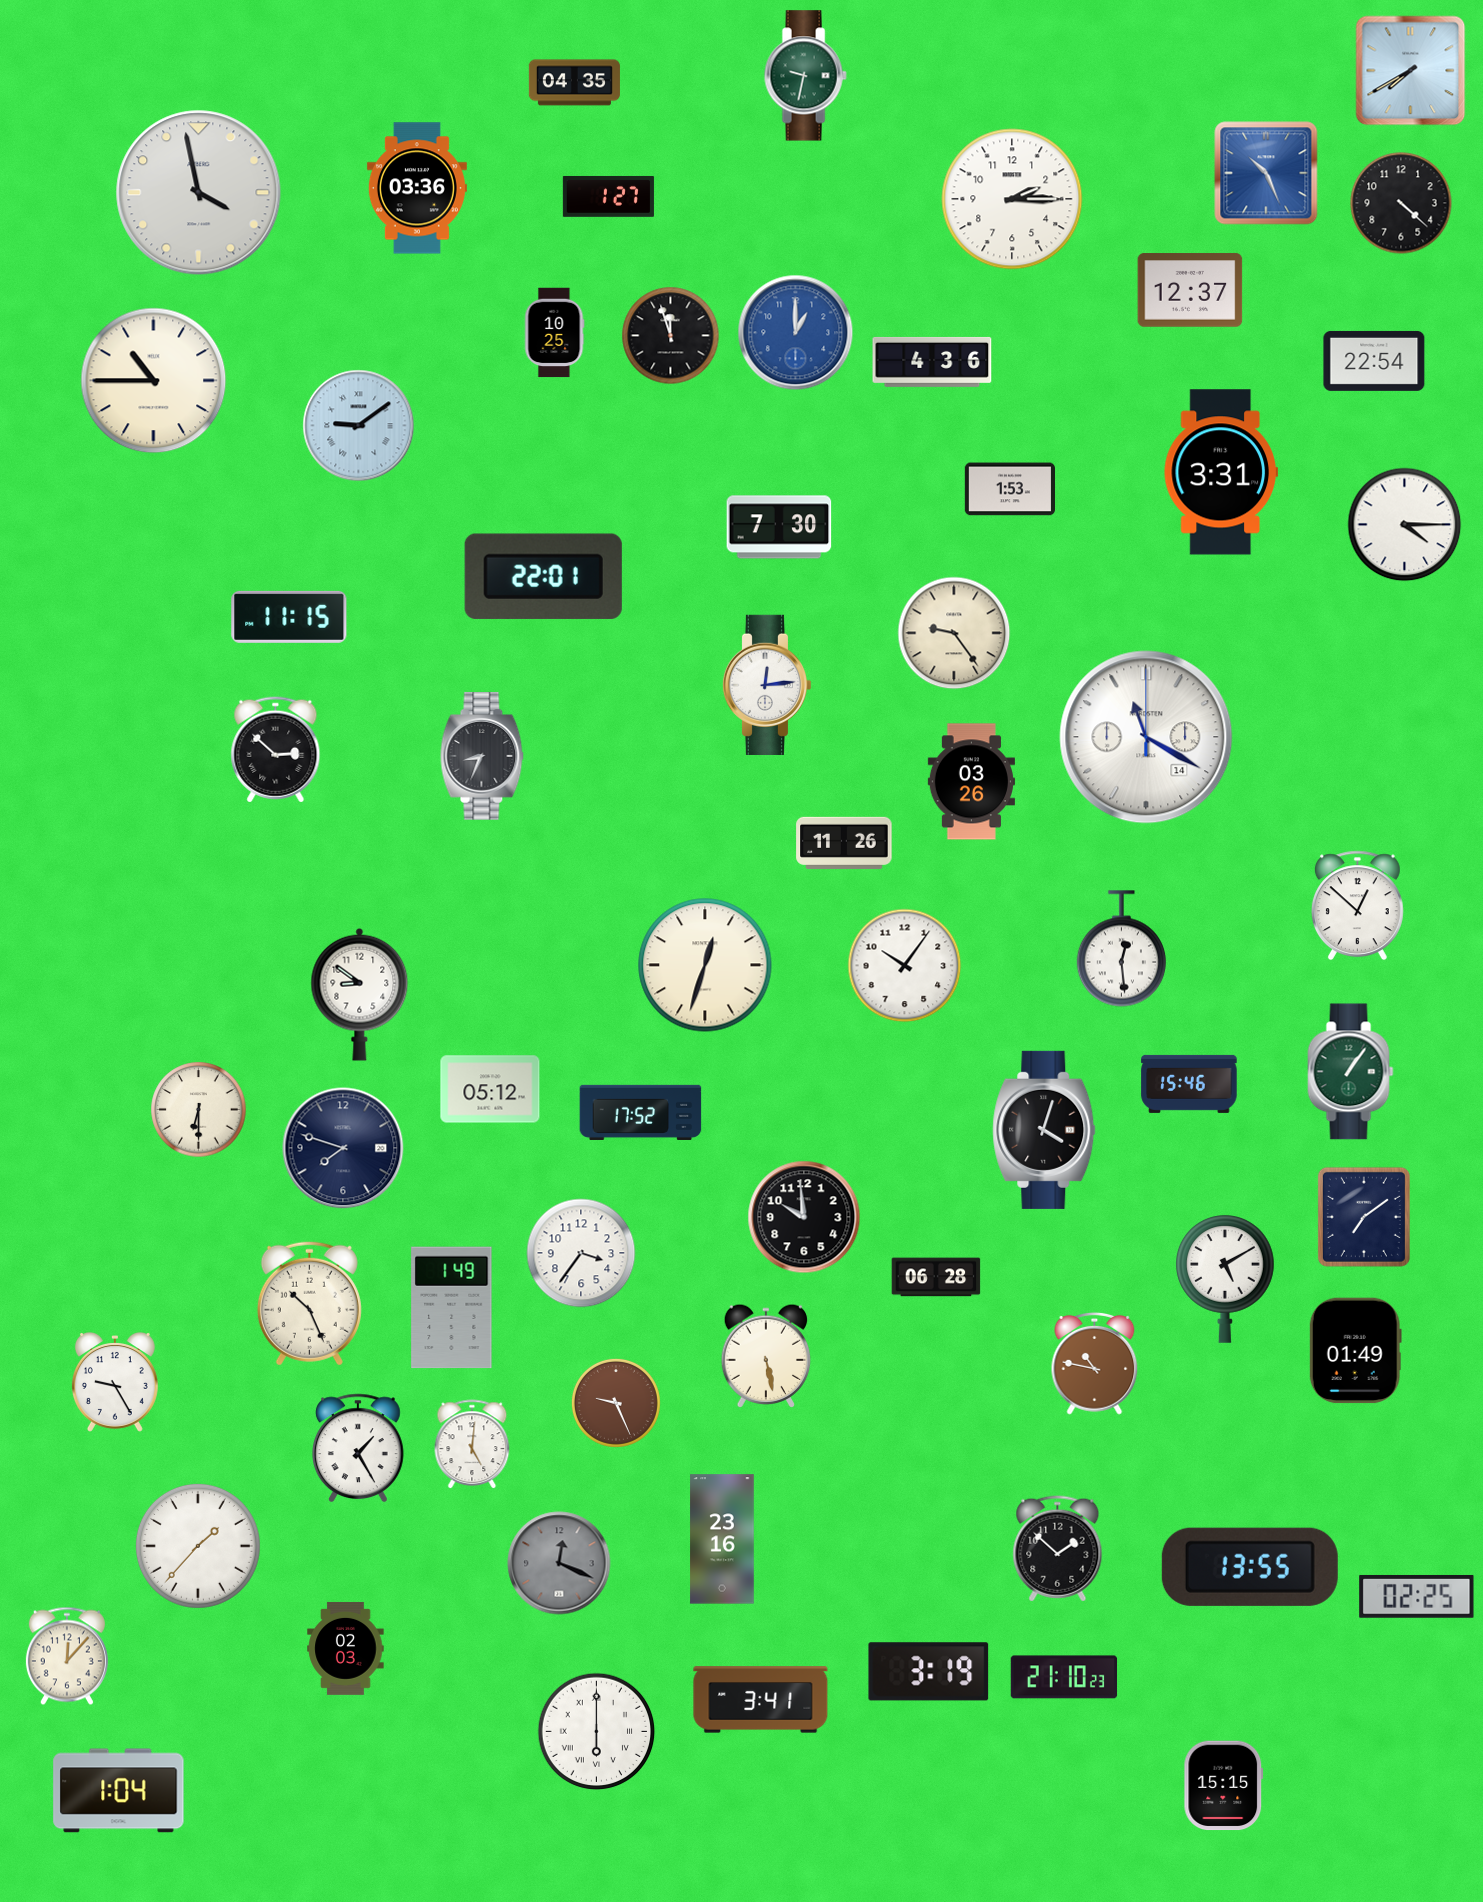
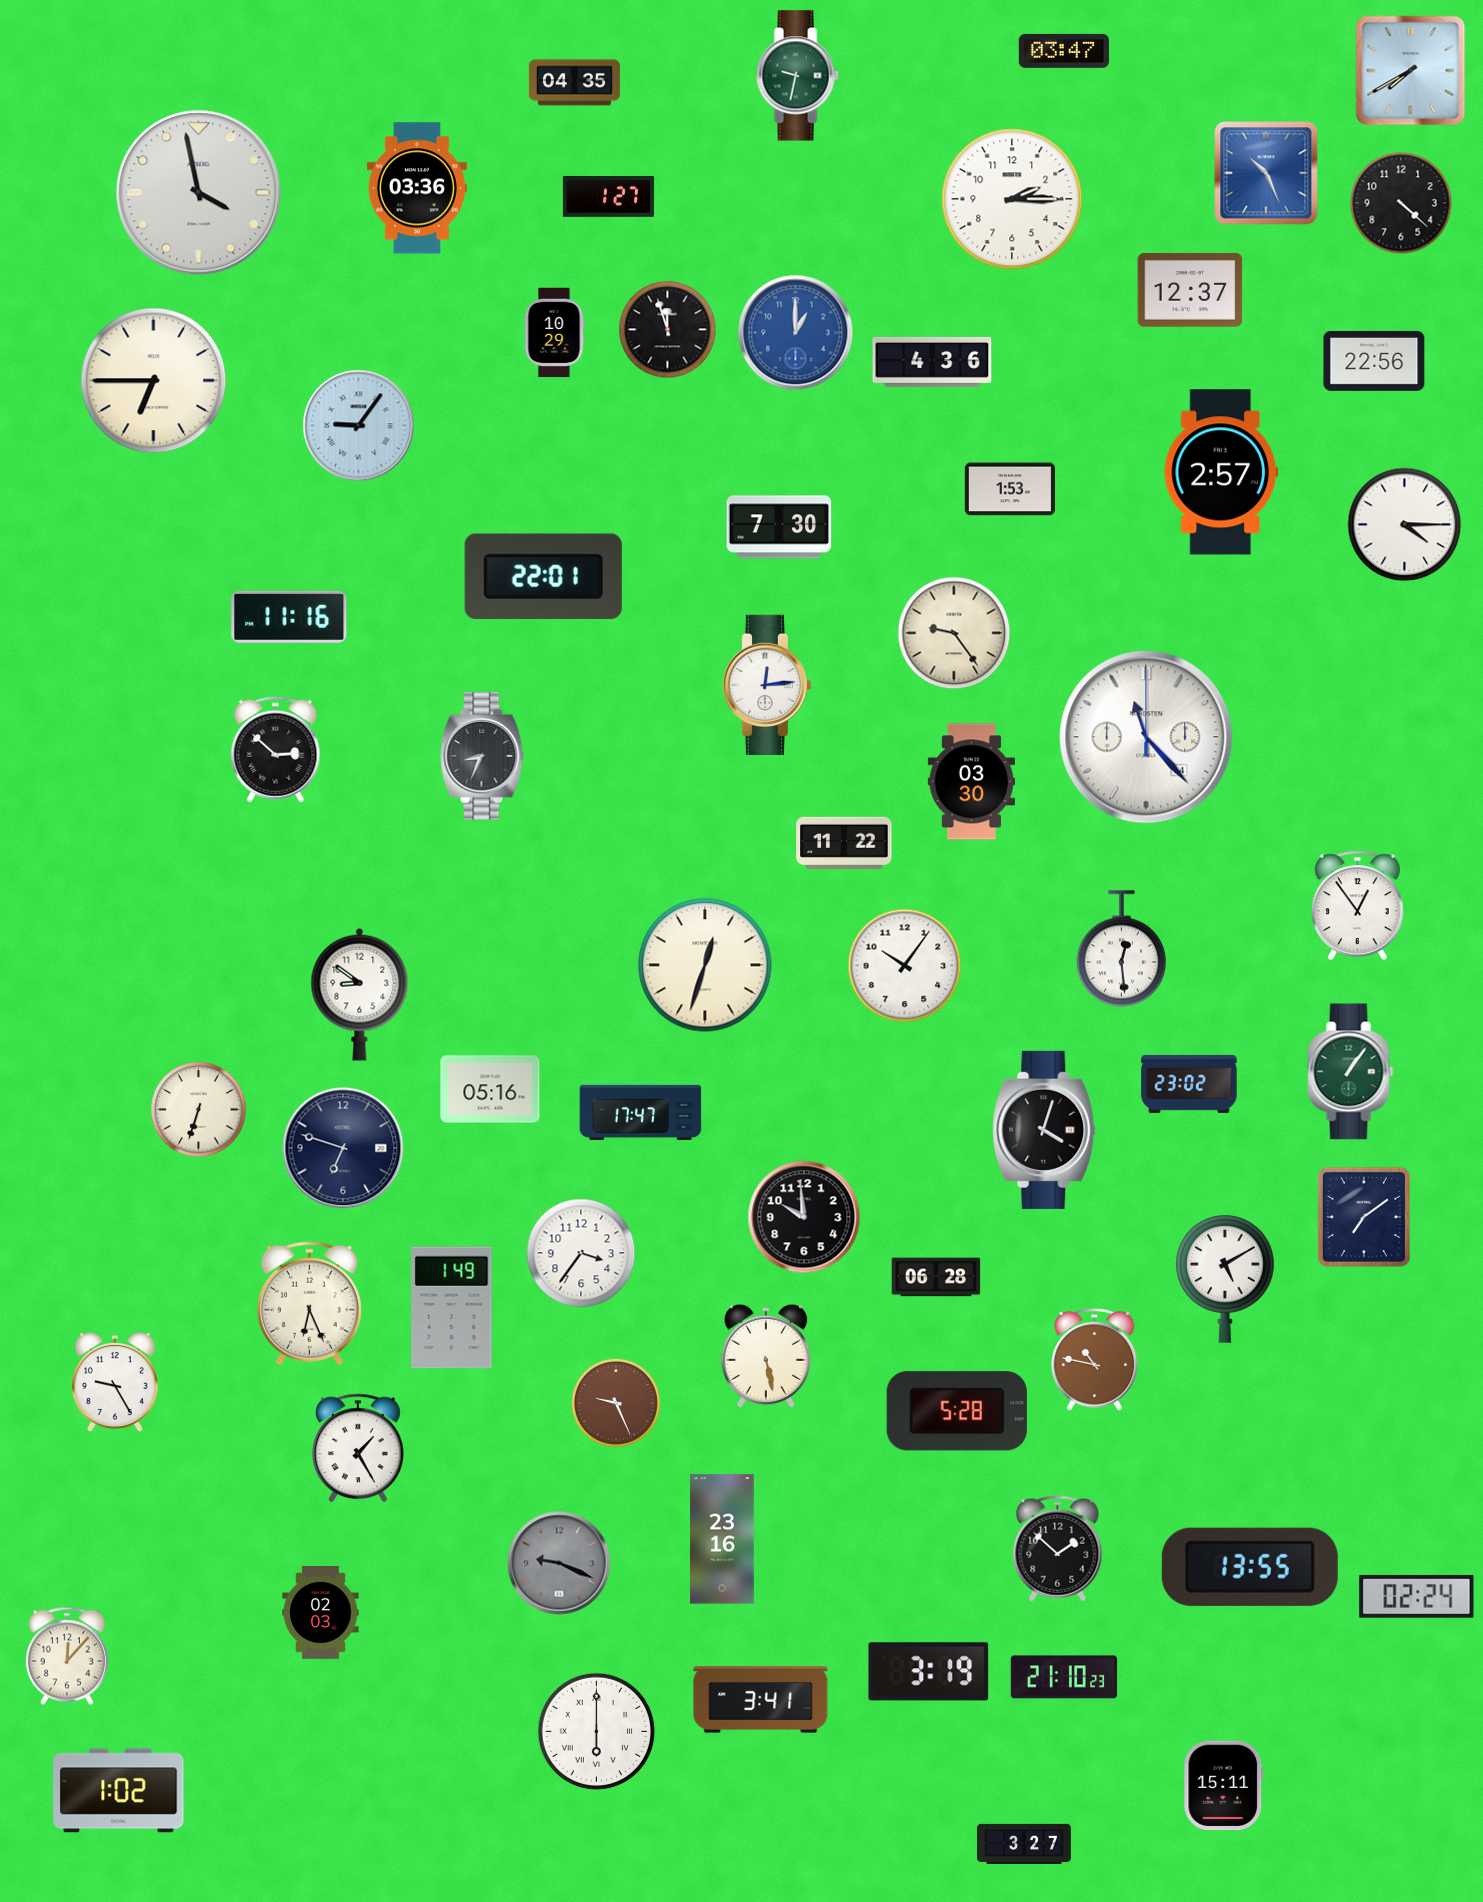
clock at (1064, 51): none -> 03:47
clock at (805, 76) position: (805, 76) -> (797, 76)
clock at (554, 333): 10:25 -> 10:29
clock at (671, 336) position: (671, 336) -> (668, 330)
clock at (1374, 361): 22:54 -> 22:56
clock at (154, 381): 10:45 -> 6:45
clock at (359, 426): 9:09 -> 9:06
clock at (1221, 472): 3:31 -> 2:57
clock at (289, 617): 11:15 -> 11:16
clock at (1146, 737): 11:20 -> 11:23
clock at (971, 782): 03:26 -> 03:30
clock at (844, 843): 11:26 -> 11:22
clock at (1357, 906): 12:52 -> 12:54
clock at (1189, 1084): 15:46 -> 23:02
clock at (490, 1089): 05:12 -> 05:16
clock at (199, 1110): 6:30 -> 6:33
clock at (641, 1112): 17:52 -> 17:47
clock at (343, 1148): 7:48 -> 6:48
clock at (309, 1303): 10:26 -> 6:26
clock at (1355, 1351): 01:49 -> none
clock at (1095, 1363) position: (1095, 1363) -> (1095, 1359)
clock at (957, 1411): none -> 5:28
clock at (472, 1445): 5:01 -> none
clock at (198, 1546): 1:37 -> none
clock at (559, 1563): 12:19 -> 9:19
clock at (1417, 1596): 02:25 -> 02:24
clock at (346, 1648) position: (346, 1648) -> (321, 1612)
clock at (1224, 1786): 15:15 -> 15:11
clock at (119, 1791): 1:04 -> 1:02
clock at (1024, 1844): none -> 3:27
